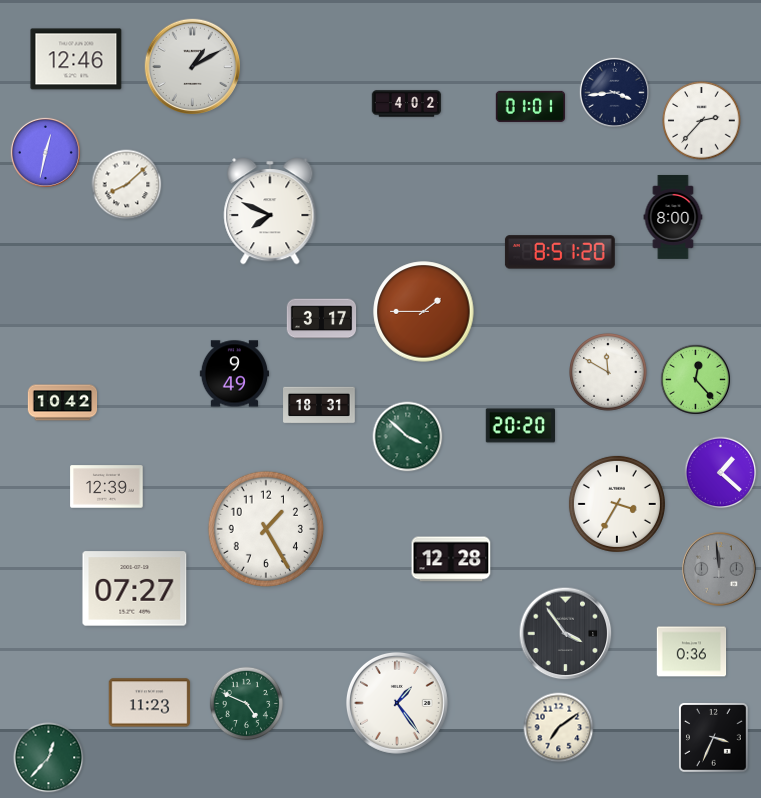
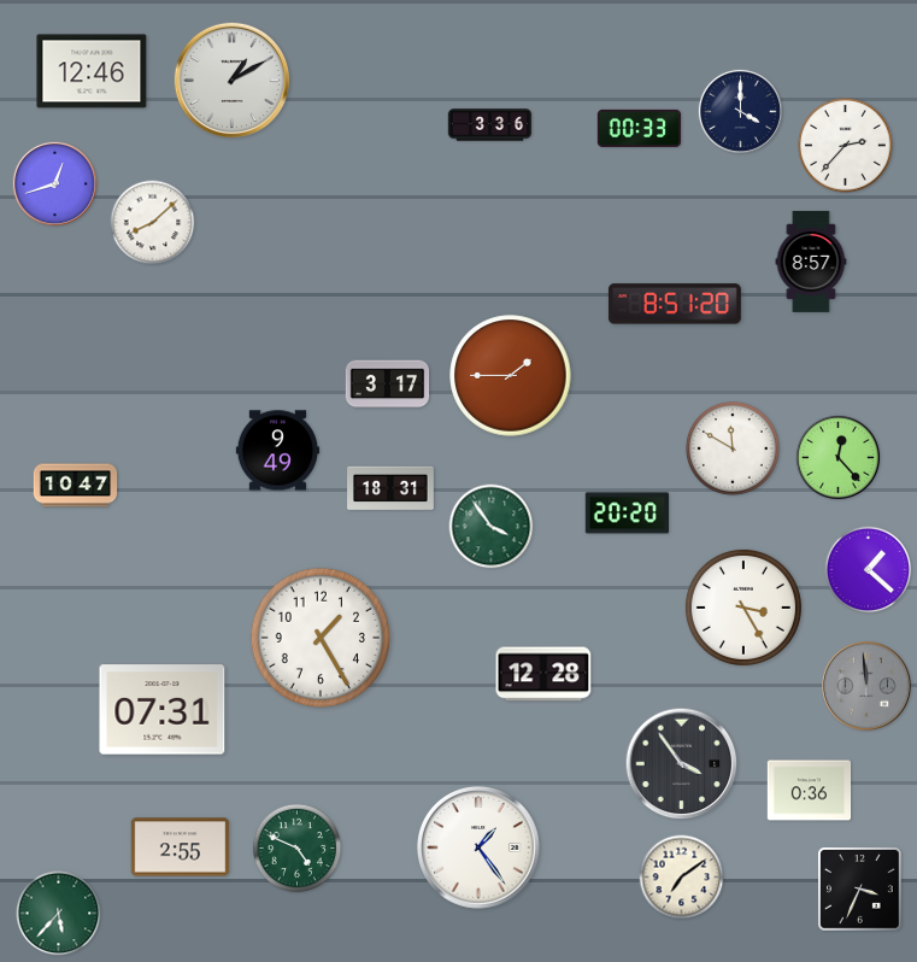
clock at (614, 92): 3:44 -> 4:00
clock at (407, 104): 4:02 -> 3:36
clock at (530, 106): 01:01 -> 00:33
clock at (45, 152): 12:32 -> 12:42
clock at (270, 211): 7:49 -> none
clock at (673, 217): 8:00 -> 8:57
clock at (235, 374) position: (235, 374) -> (278, 451)
clock at (63, 403): 10:42 -> 10:47
clock at (319, 405) position: (319, 405) -> (390, 488)
clock at (408, 437): 3:52 -> 3:54
clock at (107, 487): 12:39 -> none
clock at (617, 504): 3:35 -> 3:25
clock at (135, 589): 07:27 -> 07:31
clock at (692, 652) position: (692, 652) -> (810, 791)
clock at (150, 703): 11:23 -> 2:55
clock at (559, 728) position: (559, 728) -> (682, 878)
clock at (49, 758): 12:37 -> 5:37
